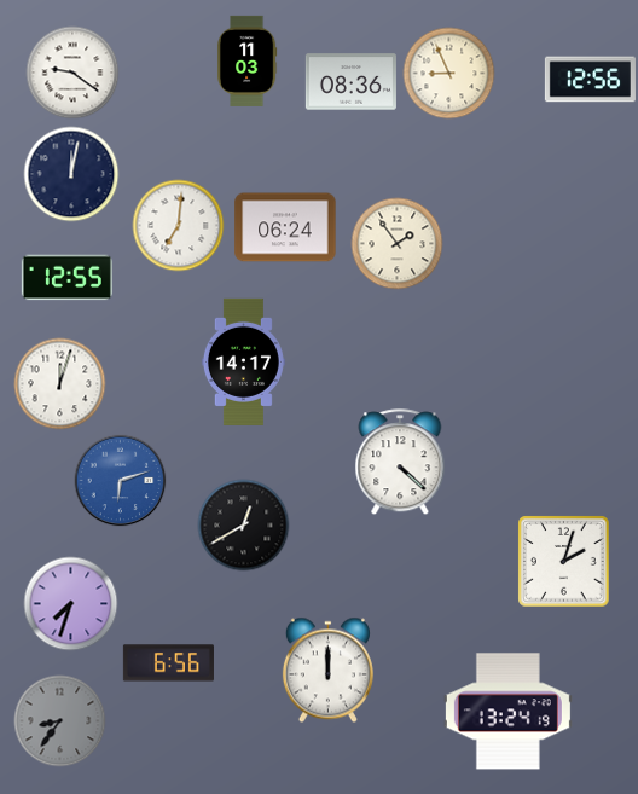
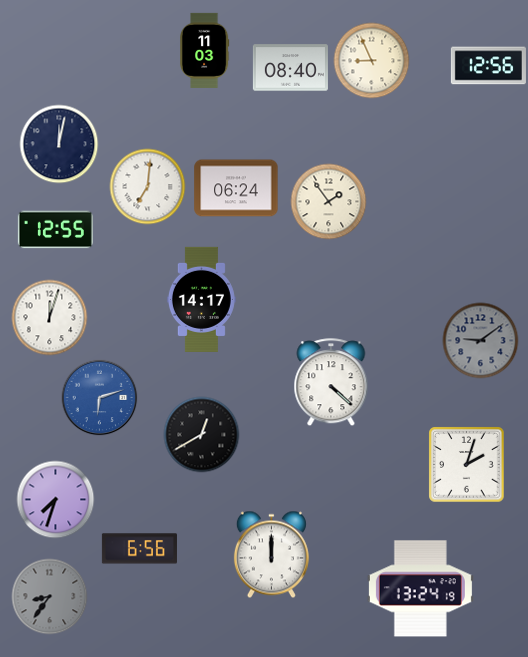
clock at (72, 73): 9:21 -> none
clock at (350, 82): 08:36 -> 08:40
clock at (481, 341): none -> 9:09
clock at (71, 604) position: (71, 604) -> (56, 500)
